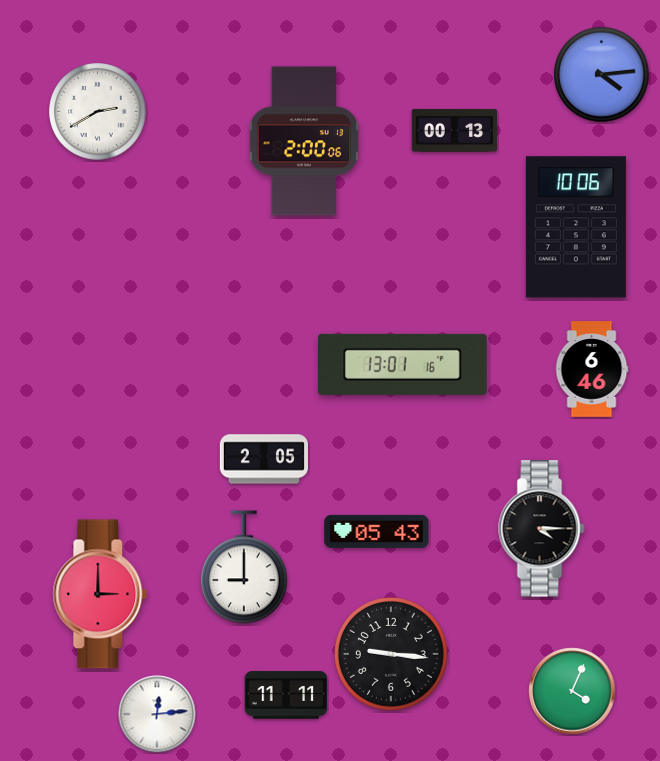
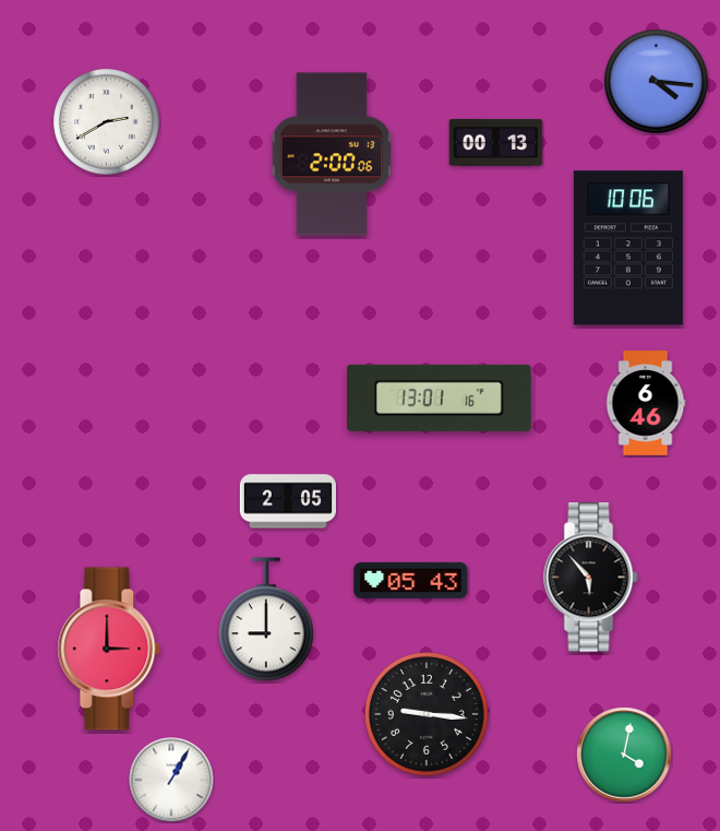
clock at (602, 75): 4:14 -> 4:16
clock at (542, 529): 4:15 -> 5:53
clock at (572, 691): 4:04 -> 4:02
clock at (286, 695): 11:11 -> none
clock at (157, 714): 12:14 -> 1:05
